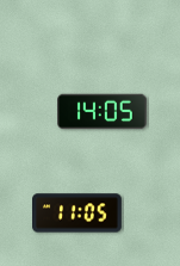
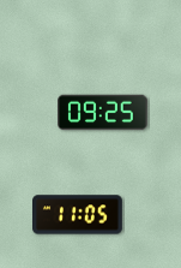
clock at (103, 112): 14:05 -> 09:25
